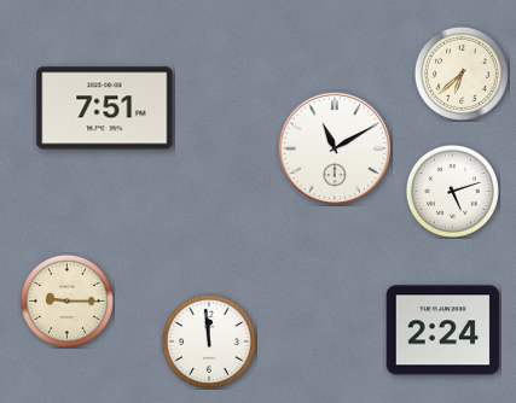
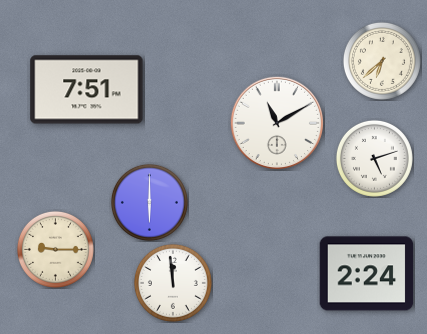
clock at (149, 202): none -> 6:00
